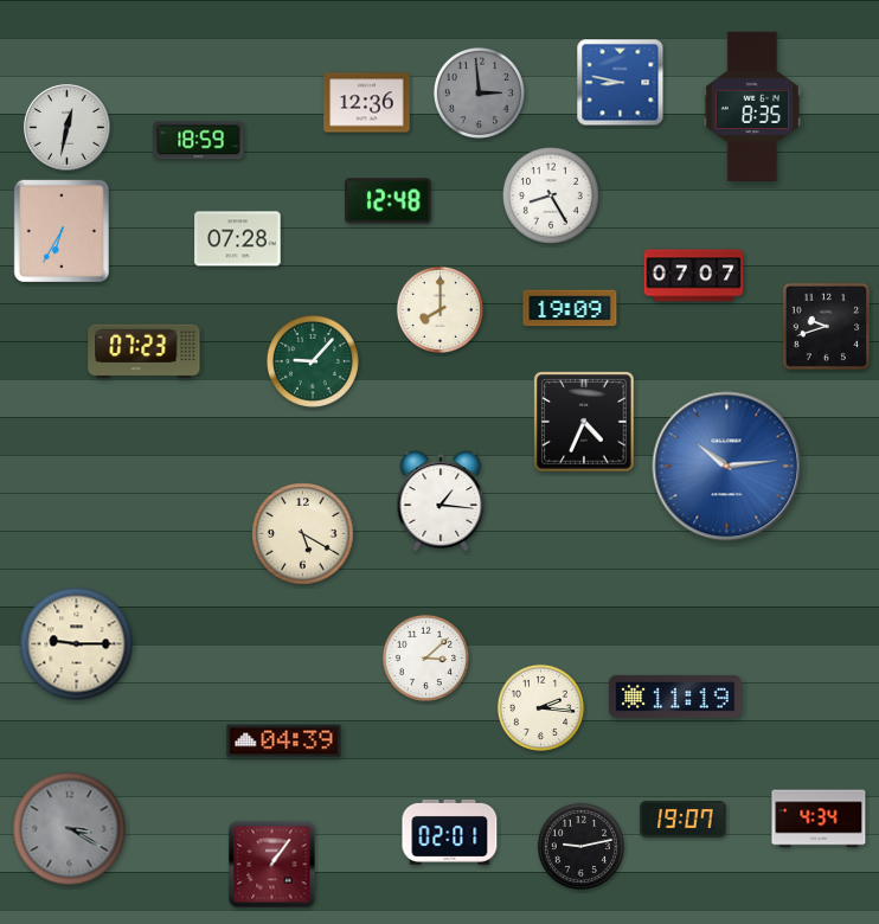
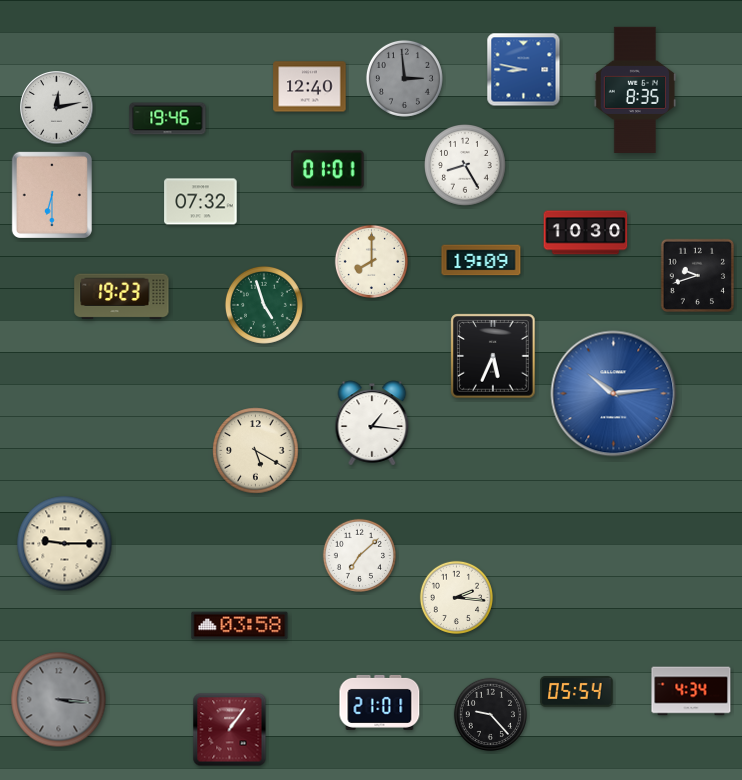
clock at (367, 103): 12:36 -> 12:40
clock at (68, 128): 12:32 -> 12:13
clock at (199, 141): 18:59 -> 19:46
clock at (389, 201): 12:48 -> 01:01
clock at (62, 231): 6:35 -> 6:30
clock at (238, 239): 07:28 -> 07:32
clock at (694, 276): 07:07 -> 10:30
clock at (145, 352): 07:23 -> 19:23
clock at (313, 361): 9:07 -> 4:57
clock at (584, 422): 4:34 -> 5:34
clock at (425, 657): 3:08 -> 7:08
clock at (675, 697): 11:19 -> none
clock at (284, 742): 04:39 -> 03:58
clock at (684, 820): 19:07 -> 05:54
clock at (70, 829): 3:20 -> 3:16
clock at (450, 832): 02:01 -> 21:01
clock at (580, 846): 9:13 -> 9:23
